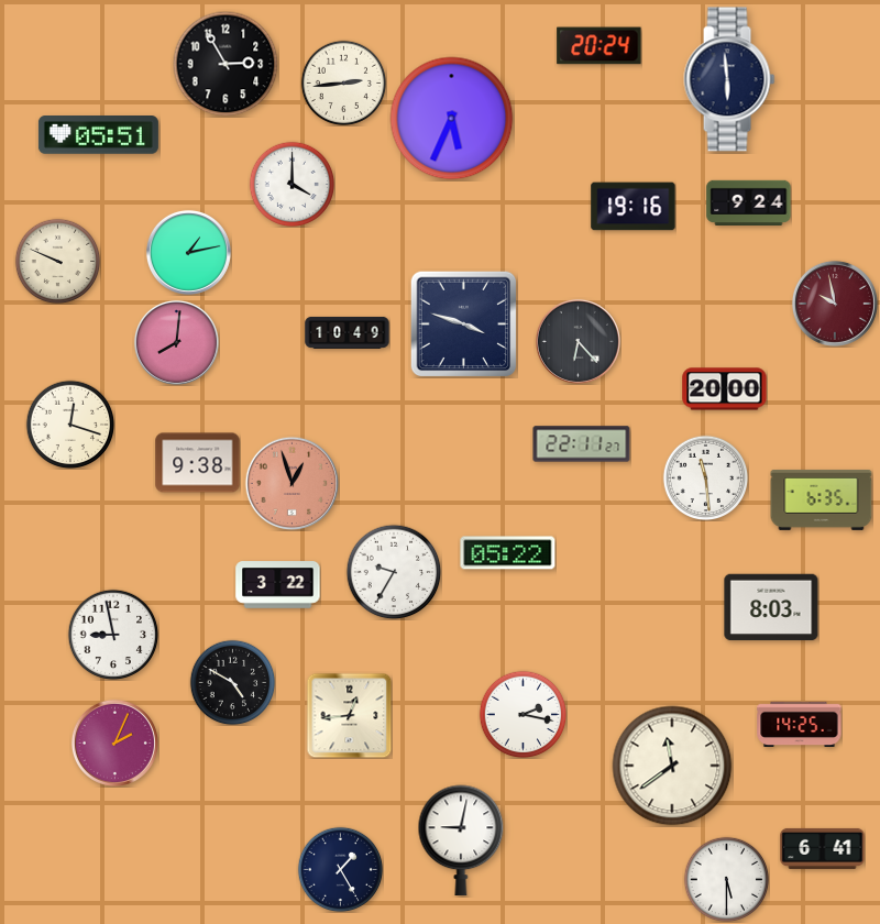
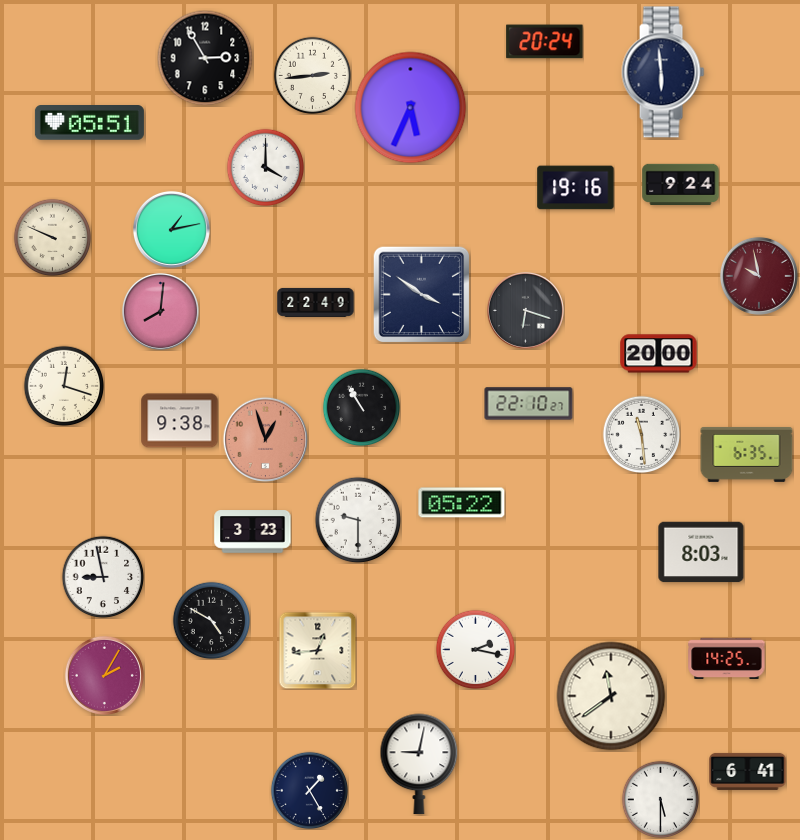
clock at (463, 323): 3:48 -> 3:51
clock at (348, 332): 10:49 -> 22:49
clock at (577, 341): 6:23 -> 6:18
clock at (582, 444): 22:11 -> 22:10
clock at (361, 407): none -> 10:55
clock at (394, 572): 9:35 -> 9:30
clock at (278, 585): 3:22 -> 3:23
clock at (114, 743): 2:04 -> 2:05
